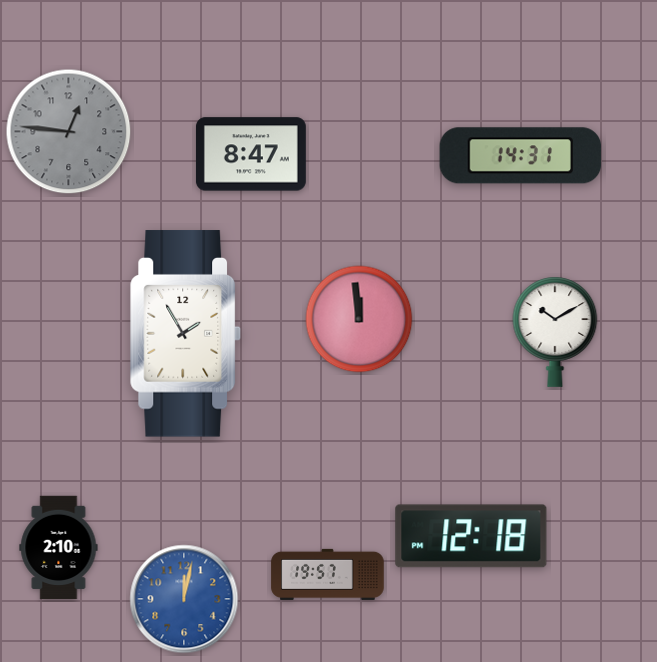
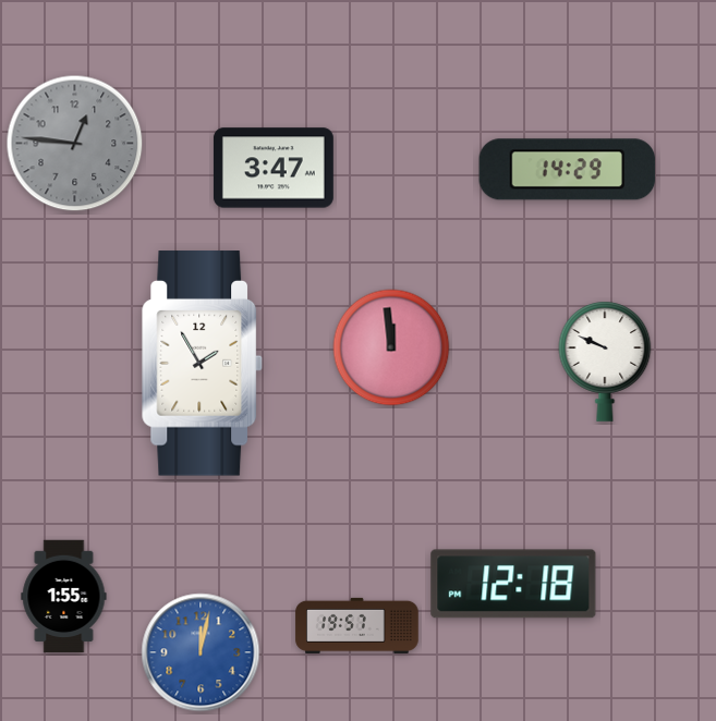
clock at (251, 154): 8:47 -> 3:47
clock at (521, 156): 14:31 -> 14:29
clock at (555, 332): 10:10 -> 9:49
clock at (59, 548): 2:10 -> 1:55
